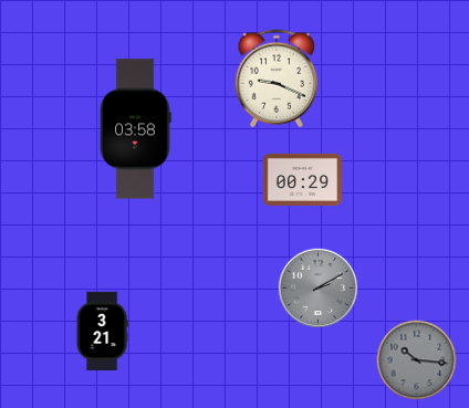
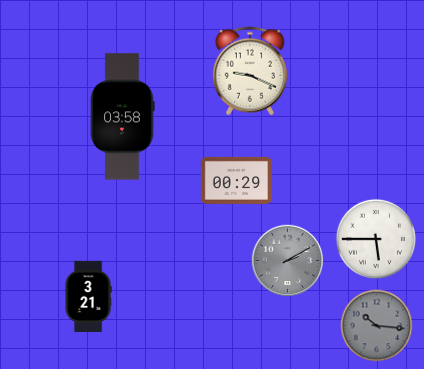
clock at (303, 179) position: (303, 179) -> (237, 180)
clock at (375, 238): none -> 5:45
clock at (102, 332) position: (102, 332) -> (88, 297)
